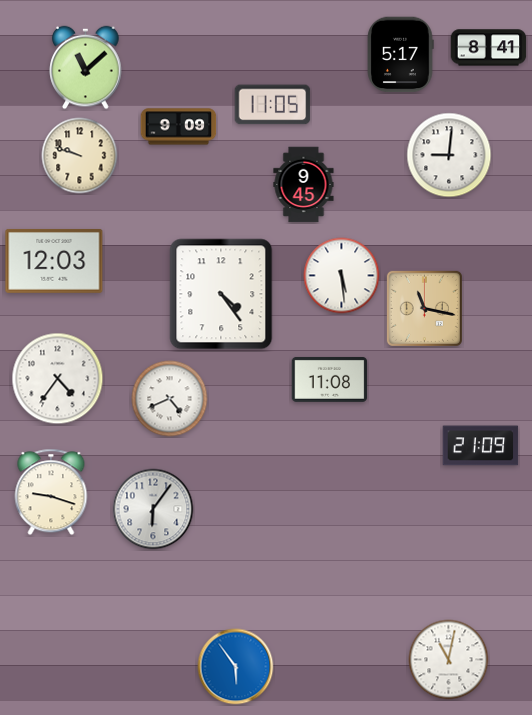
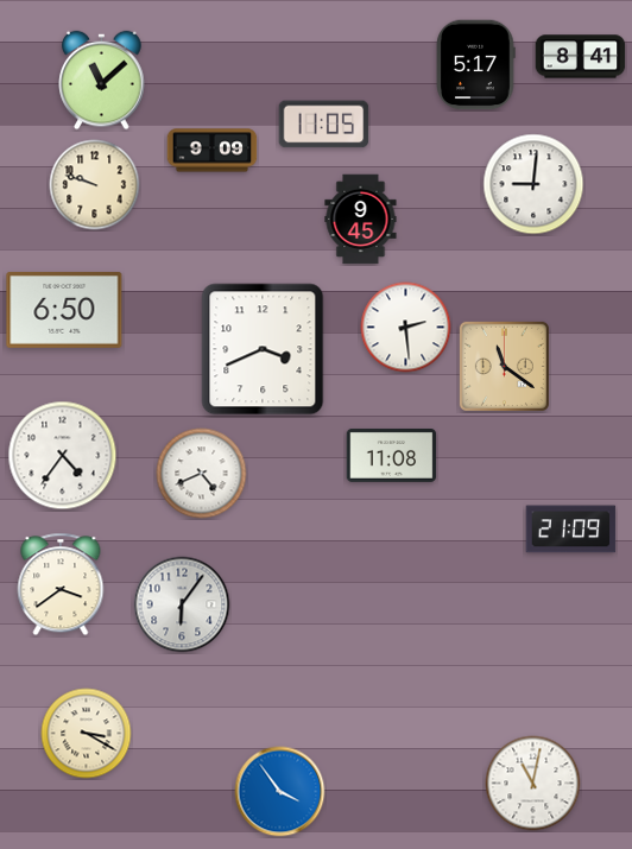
clock at (54, 261): 12:03 -> 6:50
clock at (342, 276): 5:29 -> 2:29
clock at (221, 294): 4:24 -> 3:41
clock at (424, 308): 11:17 -> 11:21
clock at (58, 379) position: (58, 379) -> (63, 456)
clock at (330, 379) position: (330, 379) -> (392, 455)
clock at (51, 492): 9:18 -> 3:39
clock at (87, 734): none -> 3:20
clock at (236, 667): 5:54 -> 3:54
